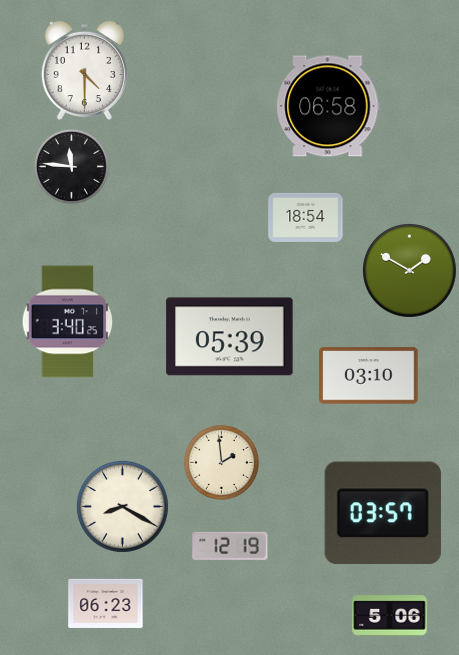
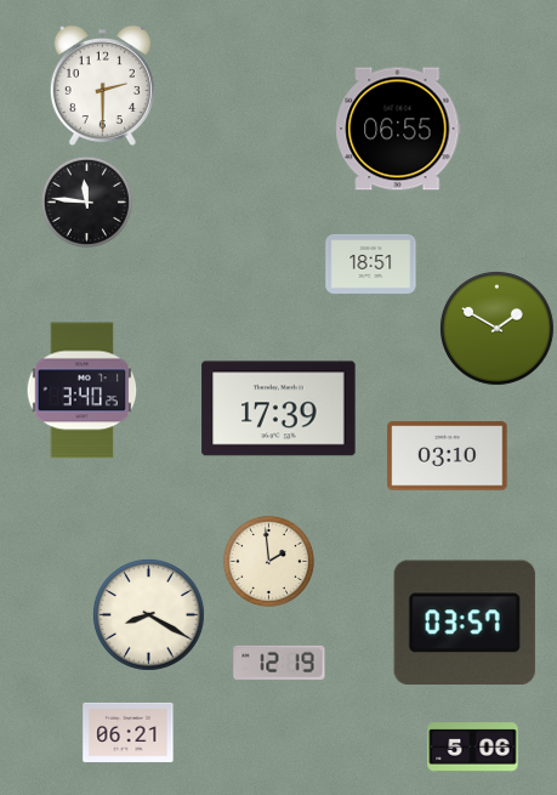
clock at (84, 71): 4:30 -> 2:30
clock at (328, 106): 06:58 -> 06:55
clock at (306, 217): 18:54 -> 18:51
clock at (230, 337): 05:39 -> 17:39
clock at (106, 603): 06:23 -> 06:21
